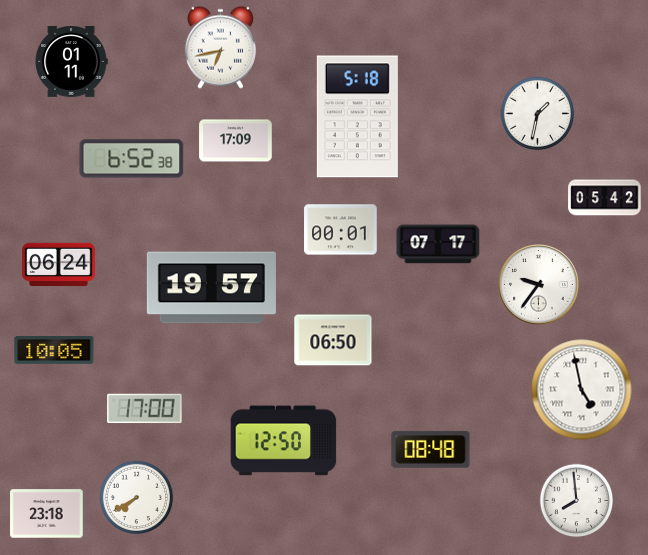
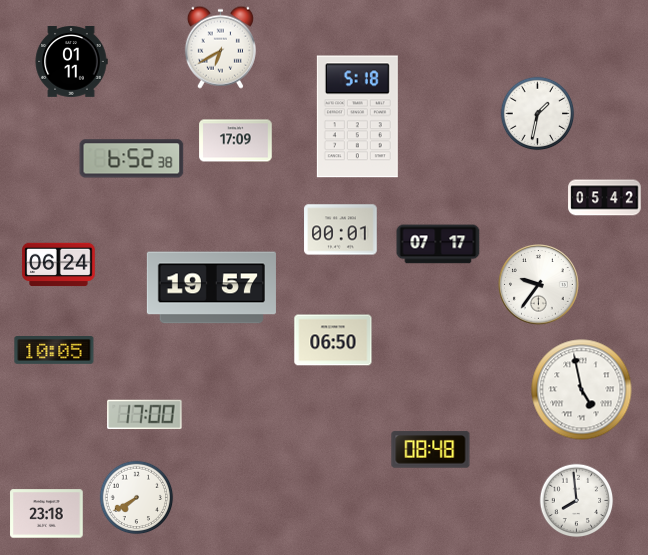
clock at (220, 47): 6:43 -> 6:40
clock at (145, 409) position: (145, 409) -> (145, 415)
clock at (284, 441): 12:50 -> none
